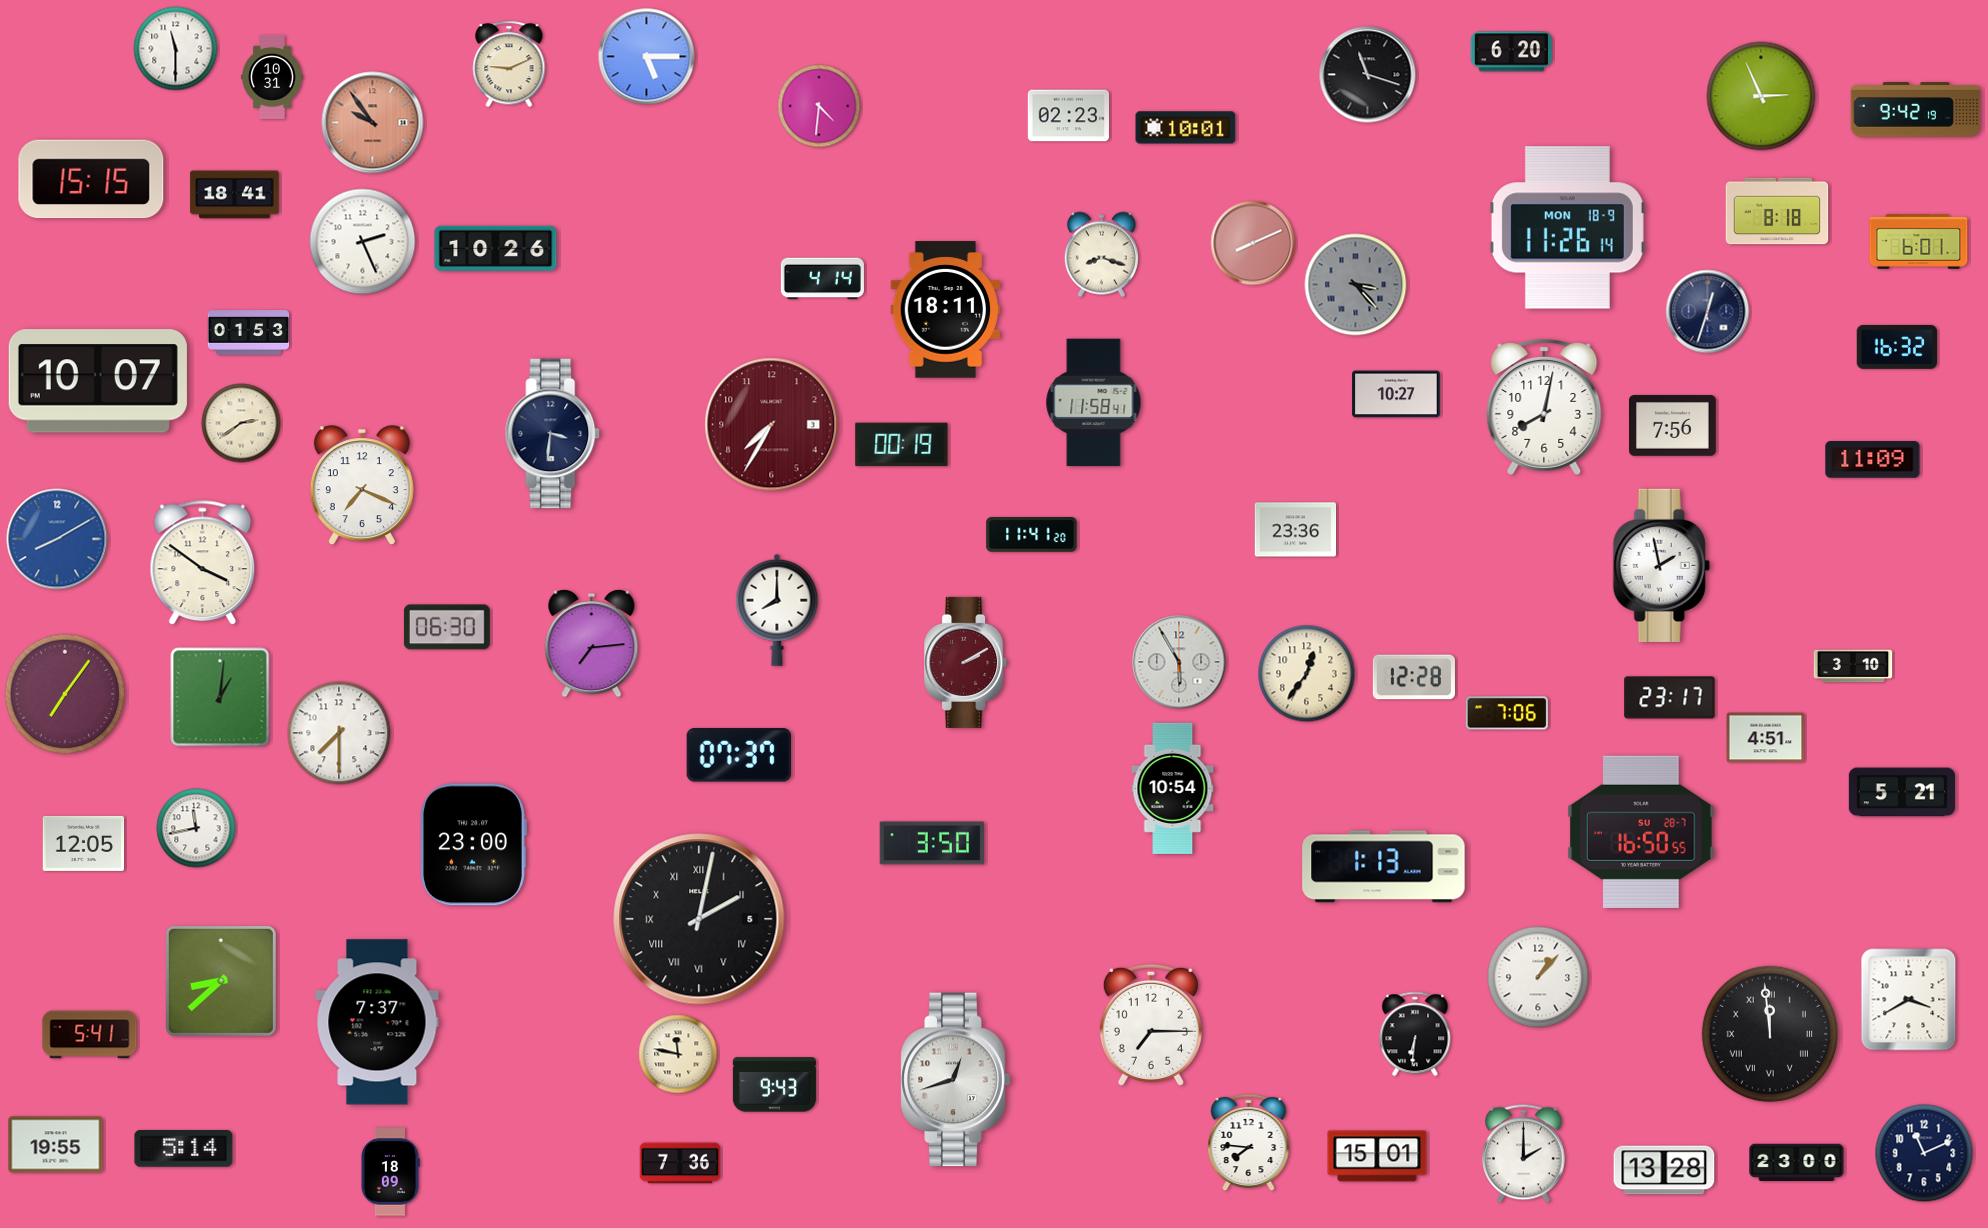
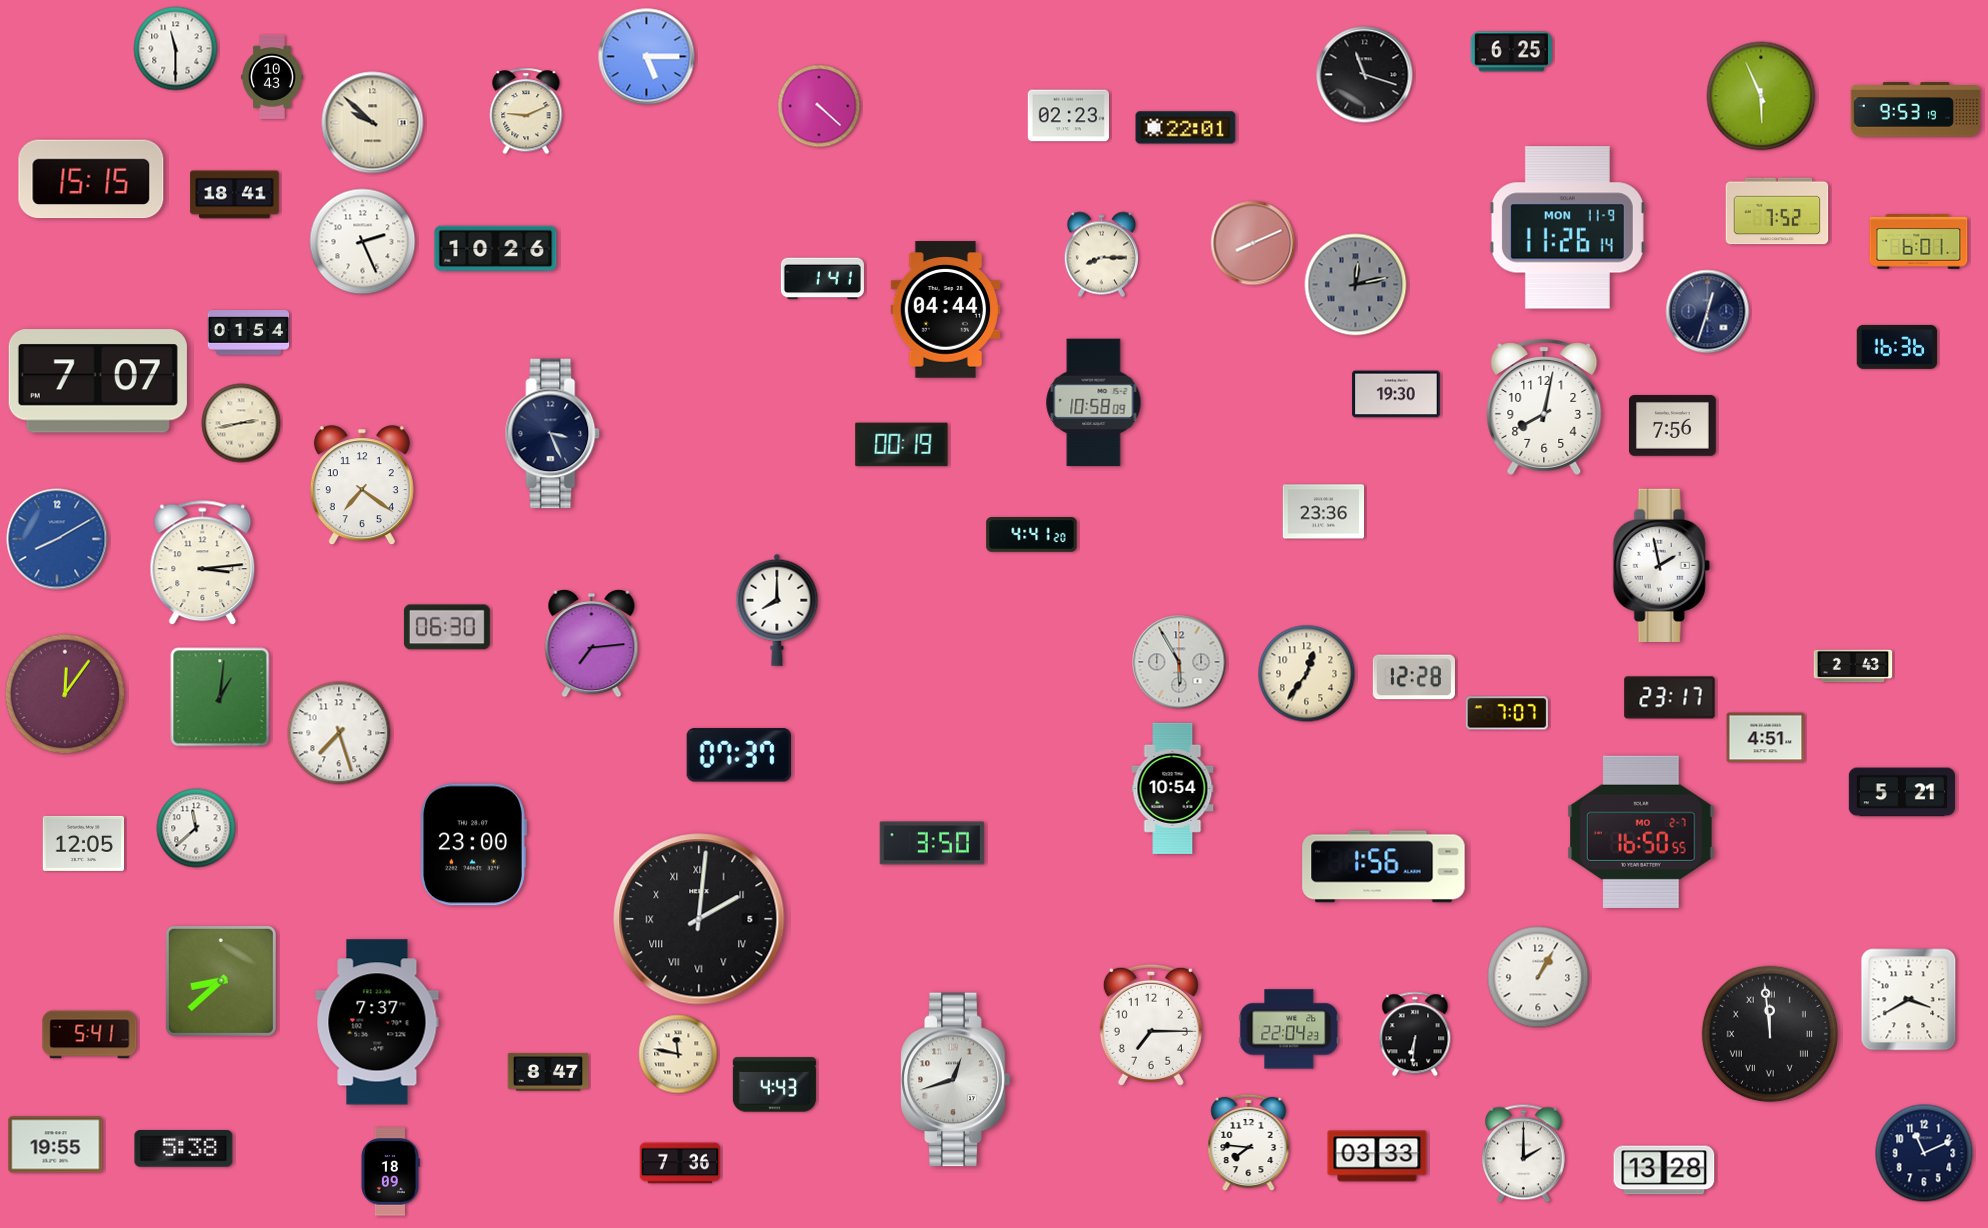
clock at (1512, 52): 6:20 -> 6:25
clock at (509, 64) position: (509, 64) -> (526, 111)
clock at (1368, 75) position: (1368, 75) -> (1365, 75)
clock at (272, 77): 10:31 -> 10:43
clock at (1761, 96): 2:56 -> 5:56
clock at (819, 106): 4:31 -> 4:22
clock at (1916, 110): 9:42 -> 9:53
clock at (373, 123): 9:54 -> 9:52
clock at (373, 123) dial: salmon -> cream
clock at (1186, 128): 10:01 -> 22:01
clock at (1777, 211): 8:18 -> 7:52
clock at (1567, 228) date: MON 18-9 -> MON 11-9
clock at (1101, 255): 8:18 -> 8:15
clock at (822, 279): 4:14 -> 1:41
clock at (1356, 285): 3:23 -> 12:13
clock at (945, 310): 18:11 -> 04:44
clock at (249, 333): 01:53 -> 01:54
clock at (1897, 347): 16:32 -> 16:36
clock at (98, 381): 10:07 -> 7:07
clock at (1396, 394): 10:27 -> 19:30
clock at (1094, 403): 11:58 -> 10:58
clock at (241, 423): 2:39 -> 2:43
clock at (772, 425): 7:35 -> none
clock at (553, 434): 3:31 -> 3:26
clock at (1873, 460): 11:09 -> none
clock at (362, 486): 7:19 -> 7:21
clock at (1296, 530) position: (1296, 530) -> (1324, 512)
clock at (1032, 535): 11:41 -> 4:41
clock at (203, 563): 3:51 -> 3:14
clock at (966, 662): 2:10 -> none
clock at (1853, 666): 3:10 -> 2:43
clock at (65, 694): 7:06 -> 12:06
clock at (1507, 713): 7:06 -> 7:07
clock at (339, 733): 7:30 -> 7:27
clock at (196, 828): 11:43 -> 11:38
clock at (1642, 832) date: SU 28-7 -> MO 2-7
clock at (1384, 867): 1:13 -> 1:56
clock at (699, 919): 2:02 -> 2:01
clock at (1538, 977): 1:07 -> 1:05
clock at (1289, 1029): none -> 22:04
clock at (548, 1072): none -> 8:47
clock at (774, 1085): 9:43 -> 4:43
clock at (184, 1149): 5:14 -> 5:38
clock at (1377, 1156): 15:01 -> 03:33
clock at (1797, 1163): 23:00 -> none
